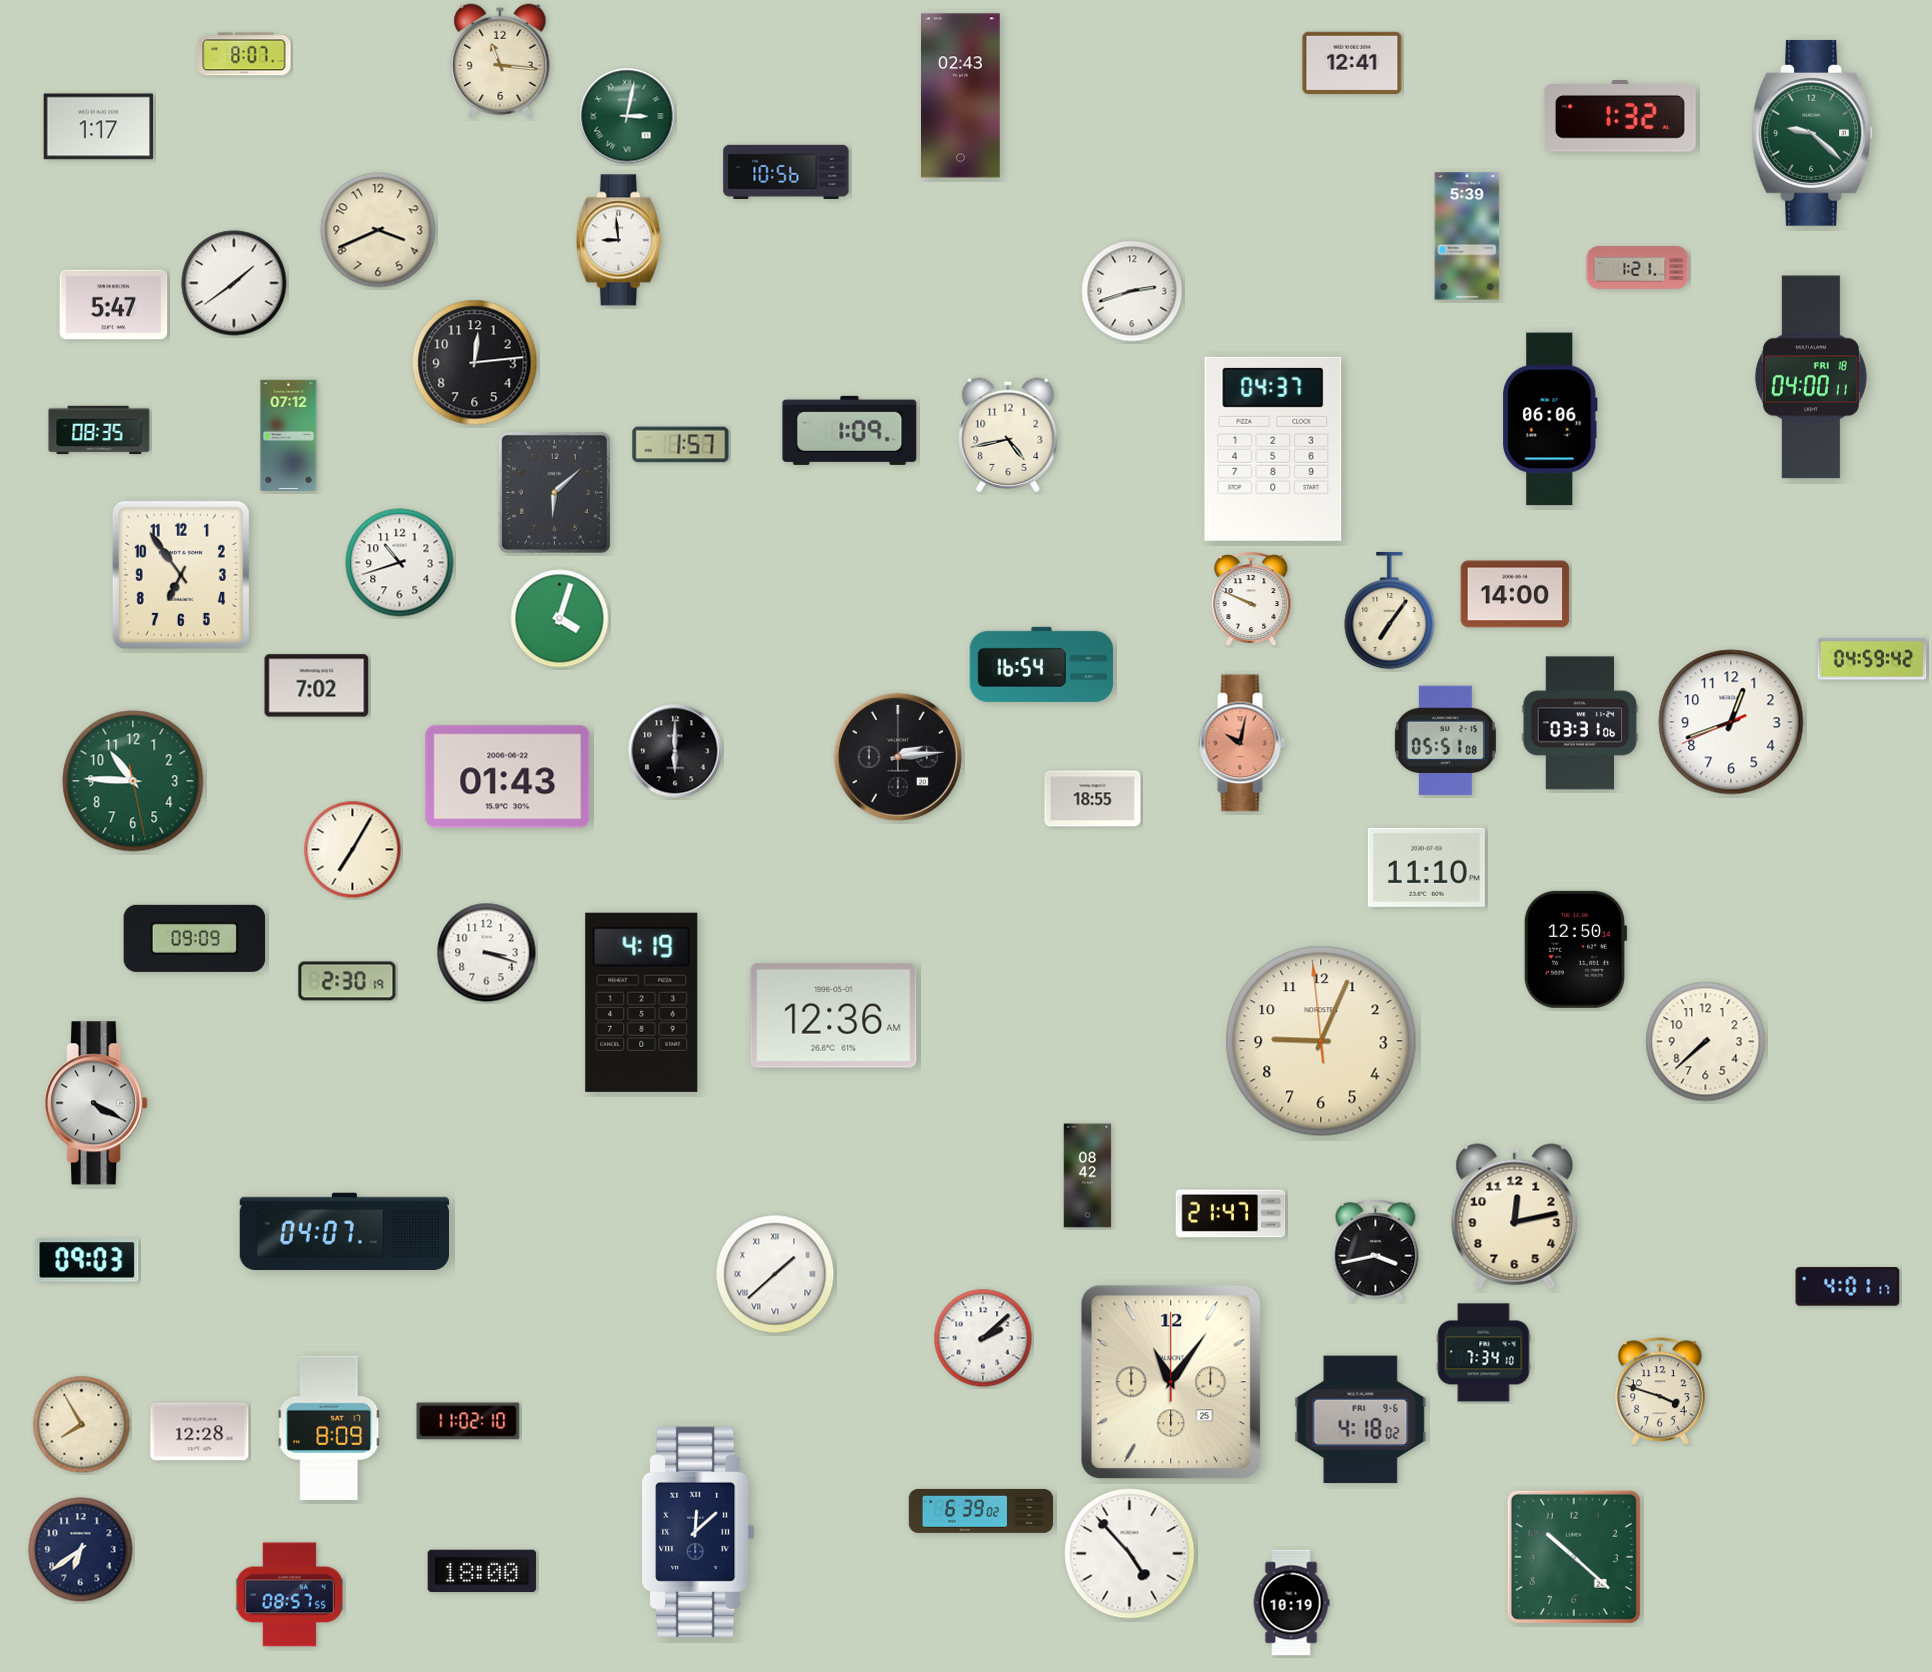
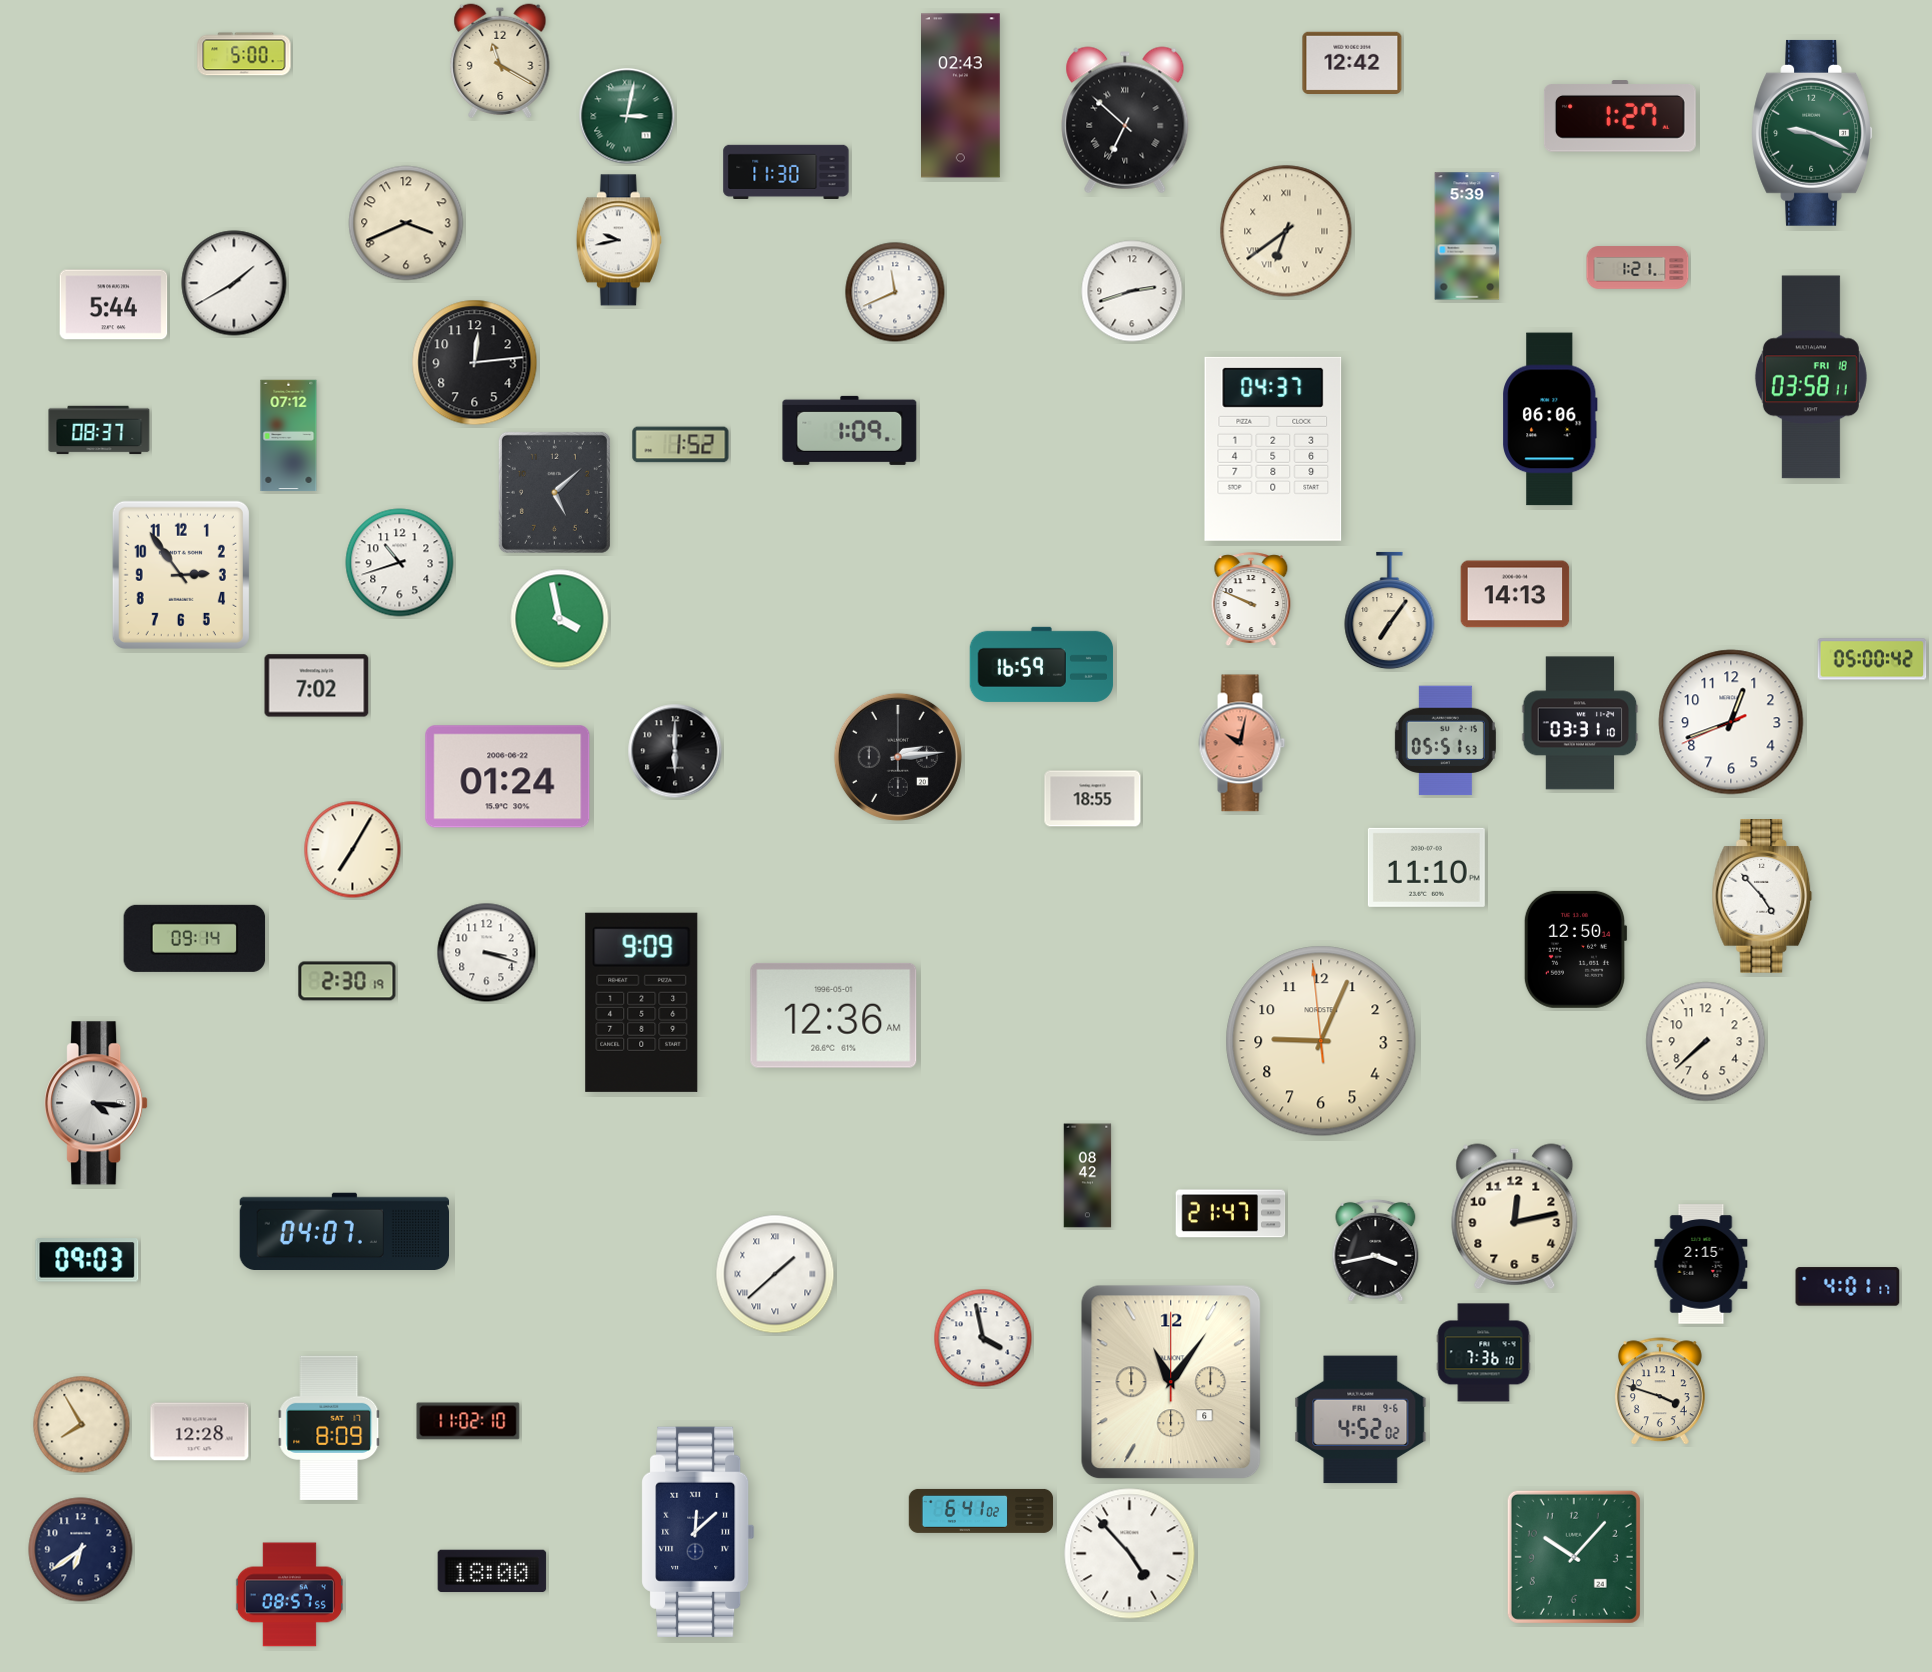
clock at (244, 54): 8:07 -> 5:00
clock at (500, 60): 11:16 -> 11:20
clock at (1352, 62): 12:41 -> 12:42
clock at (1620, 116): 1:32 -> 1:27
clock at (1125, 120): none -> 6:52
clock at (99, 127): 1:17 -> none
clock at (1812, 133): 9:22 -> 9:19
clock at (786, 172): 10:56 -> 11:30
clock at (378, 230) position: (378, 230) -> (406, 223)
clock at (1286, 231): none -> 6:39
clock at (619, 240): 8:59 -> 9:43
clock at (234, 283): 1:39 -> 1:40
clock at (895, 292): none -> 11:41
clock at (114, 305): 5:47 -> 5:44
clock at (1811, 377): 04:00 -> 03:58
clock at (99, 430): 08:35 -> 08:37
clock at (1008, 434): 4:43 -> none
clock at (681, 445): 1:57 -> 1:52
clock at (554, 492): 6:08 -> 5:08
clock at (181, 575): 6:54 -> 2:54
clock at (1515, 594): 14:00 -> 14:13
clock at (560, 619): 4:03 -> 3:58
clock at (1872, 659): 04:59 -> 05:00
clock at (1042, 664): 16:54 -> 16:59
clock at (1580, 723): 03:31:06 -> 03:31:10
clock at (1445, 741): 05:51:08 -> 05:51:53
clock at (508, 777): 01:43 -> 01:24
clock at (133, 781): 10:45 -> none
clock at (1762, 897): none -> 4:53
clock at (195, 938): 09:09 -> 09:14
clock at (642, 1002): 4:19 -> 9:09
clock at (96, 1103): 4:20 -> 4:16
clock at (1701, 1264): none -> 2:15
clock at (983, 1338): 2:08 -> 3:58
clock at (1484, 1353): 7:34 -> 7:36
clock at (1171, 1382) date: 25 -> 6
clock at (1361, 1420): 4:18 -> 4:52
clock at (981, 1511): 6:39 -> 6:41
clock at (1574, 1557): 10:22 -> 10:07
clock at (482, 1571) position: (482, 1571) -> (492, 1571)
clock at (1291, 1603): 10:19 -> none
